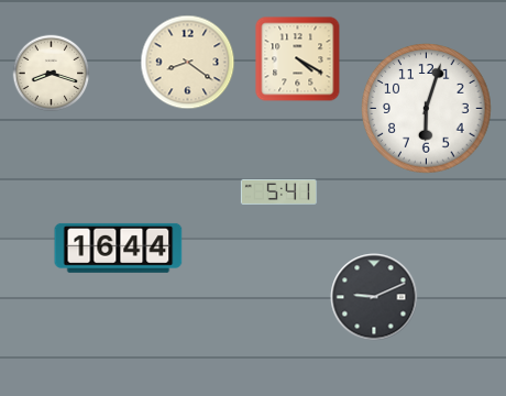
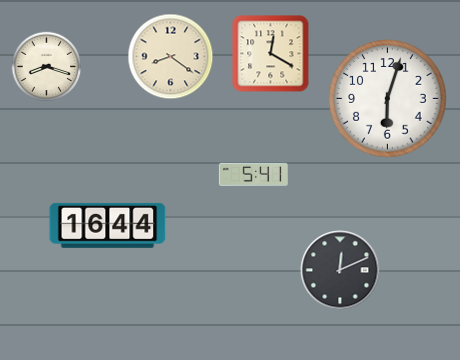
clock at (298, 59): 4:20 -> 12:20
clock at (374, 297): 9:11 -> 12:11
